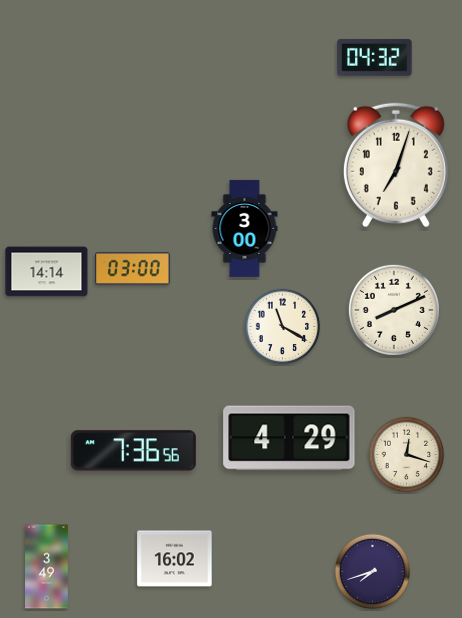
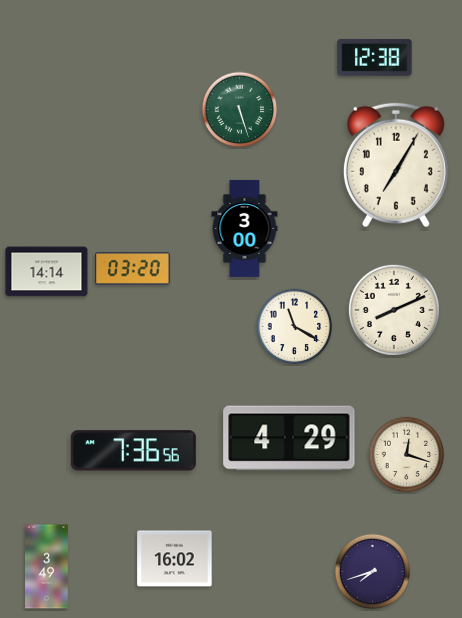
clock at (375, 58): 04:32 -> 12:38
clock at (240, 110): none -> 5:27
clock at (396, 165): 7:03 -> 7:05
clock at (133, 269): 03:00 -> 03:20
clock at (283, 327) position: (283, 327) -> (295, 327)
